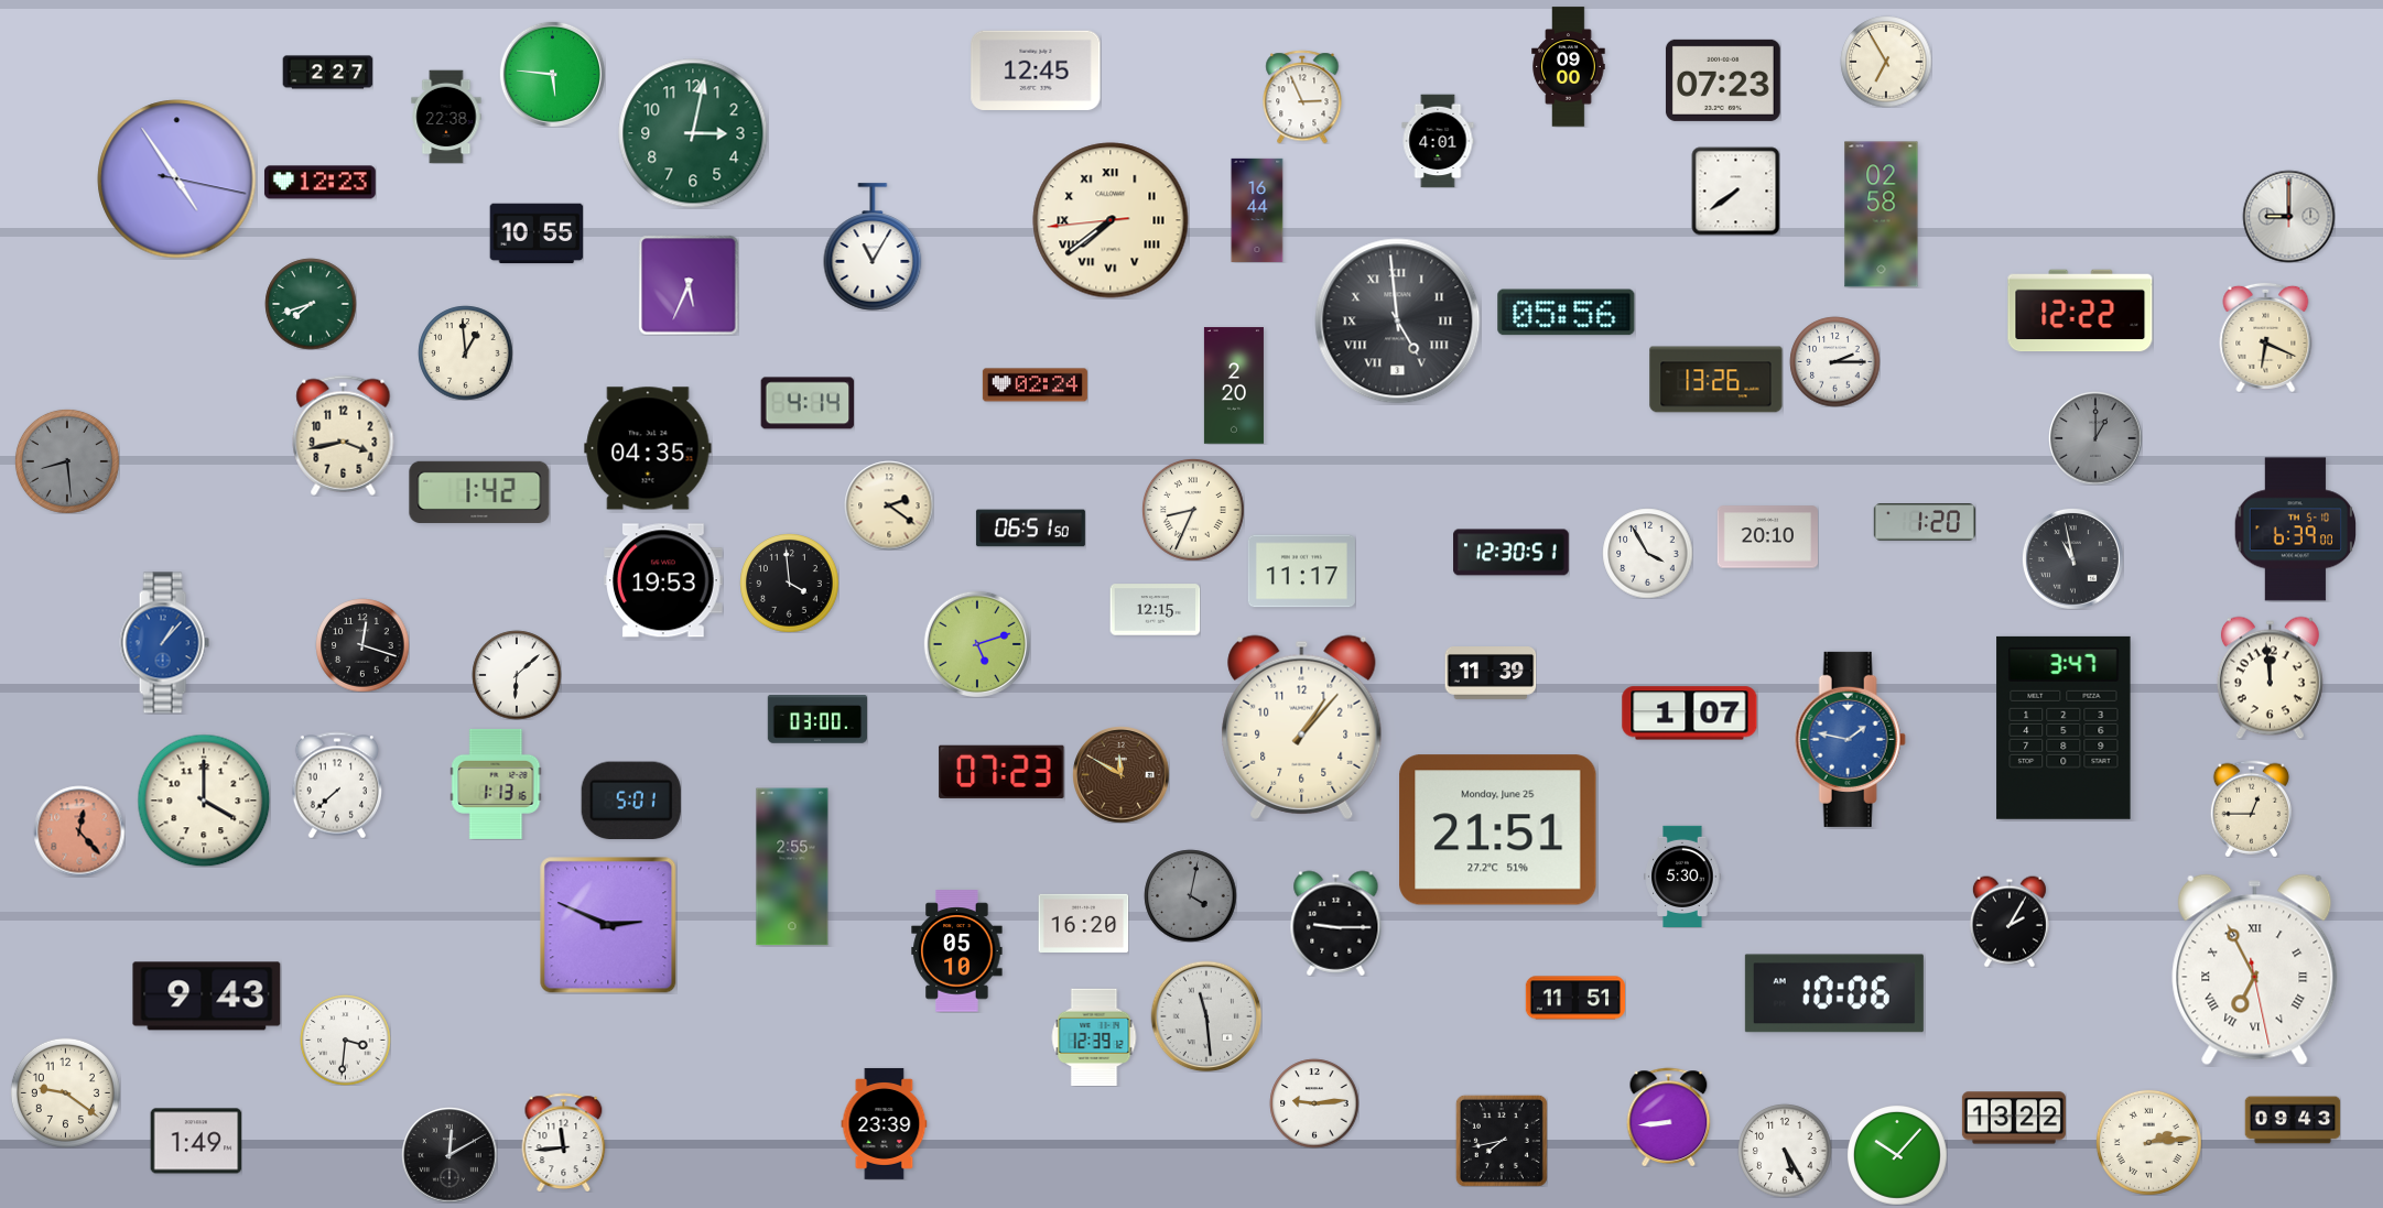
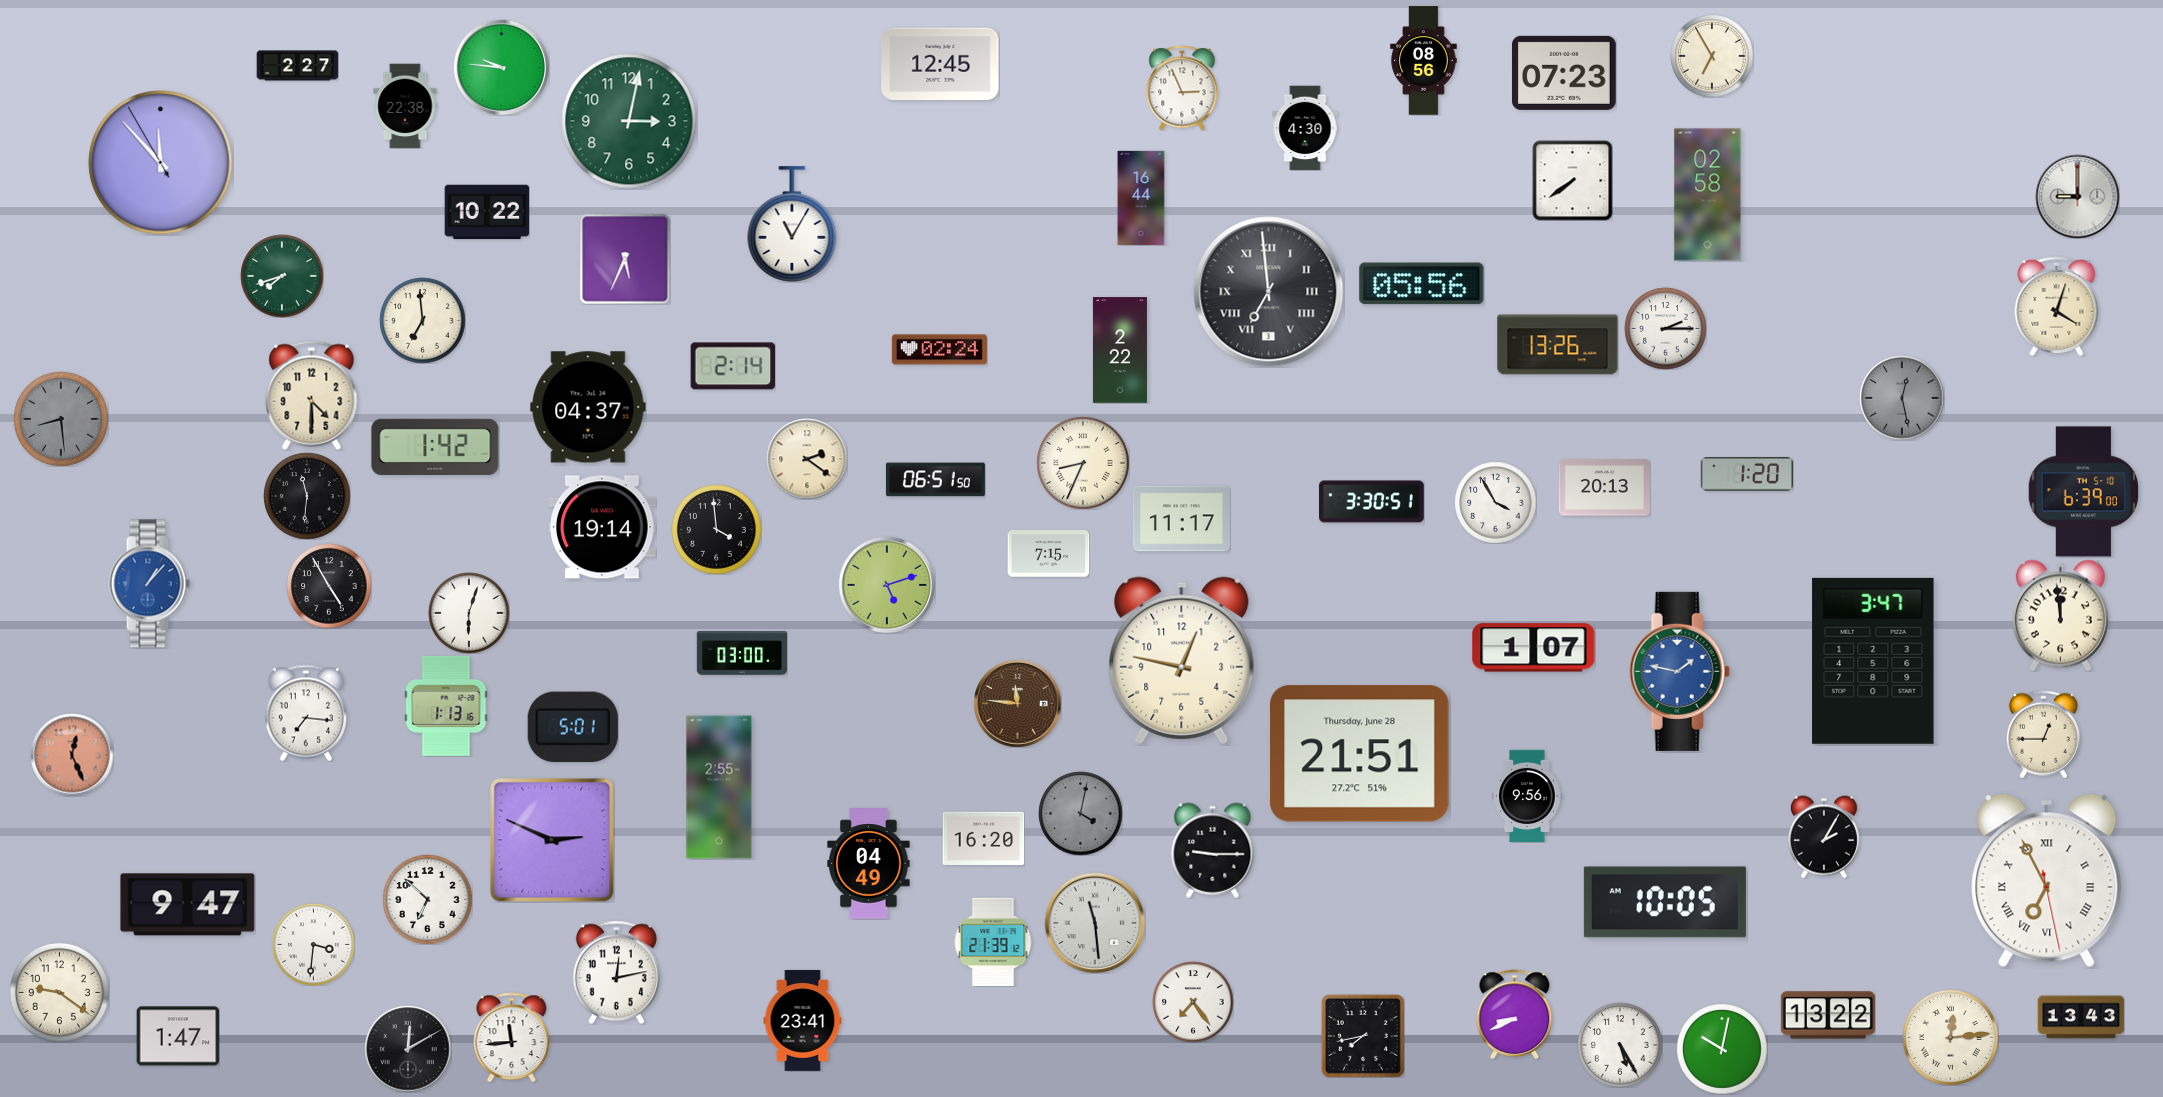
clock at (1569, 67): 09:00 -> 08:56
clock at (552, 74): 5:46 -> 9:46
clock at (1438, 141): 4:01 -> 4:30
clock at (177, 179): 4:54 -> 11:52
clock at (319, 183): 12:23 -> none
clock at (1735, 191) position: (1735, 191) -> (1572, 180)
clock at (1257, 210) position: (1257, 210) -> (1141, 198)
clock at (1111, 220): 7:38 -> none
clock at (537, 233): 10:55 -> 10:22
clock at (2080, 311): 12:22 -> none
clock at (1398, 322): 4:59 -> 6:59
clock at (2266, 337): 6:19 -> 4:03
clock at (465, 352): 12:59 -> 6:59
clock at (1234, 385): 2:20 -> 2:22
clock at (808, 403): 4:14 -> 2:14
clock at (344, 435): 3:43 -> 4:30
clock at (2095, 438): 1:00 -> 12:28
clock at (648, 448): 04:35 -> 04:37
clock at (2295, 530) position: (2295, 530) -> (2083, 492)
clock at (1767, 537): 20:10 -> 20:13
clock at (307, 496): none -> 11:31
clock at (1512, 553): 12:30 -> 3:30
clock at (2072, 558): 10:58 -> none
clock at (663, 580): 19:53 -> 19:14
clock at (1155, 610): 12:15 -> 7:15
clock at (362, 645): 12:18 -> 4:55
clock at (1491, 674): 11:39 -> none
clock at (517, 675): 6:08 -> 6:03
clock at (1302, 727): 1:07 -> 12:47
clock at (1001, 772): 07:23 -> none
clock at (1120, 774): 11:50 -> 11:46
clock at (496, 784) position: (496, 784) -> (446, 706)
clock at (337, 785): 7:38 -> 7:16
clock at (204, 801): 4:00 -> none
clock at (1498, 830) date: Monday, June 25 -> Thursday, June 28
clock at (79, 831): 12:23 -> 12:26
clock at (1682, 875): 5:30 -> 9:56
clock at (1336, 923) position: (1336, 923) -> (1213, 850)
clock at (957, 951): 05:10 -> 04:49
clock at (428, 900): none -> 6:52
clock at (1834, 993): 10:06 -> 10:05
clock at (207, 997): 9:43 -> 9:47
clock at (1574, 998): 11:51 -> none
clock at (1094, 1037): 12:39 -> 21:39
clock at (616, 972): none -> 12:13
clock at (1314, 1103): 9:14 -> 7:24
clock at (1669, 1117): 8:44 -> 8:41
clock at (2293, 1120): 09:43 -> 13:43
clock at (885, 1123): 23:39 -> 23:41
clock at (196, 1141): 1:49 -> 1:47
clock at (2148, 1142): 2:14 -> 12:14
clock at (1897, 1155): 10:07 -> 10:02
